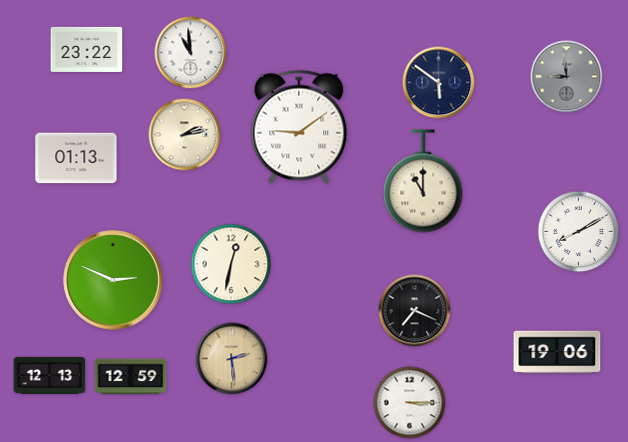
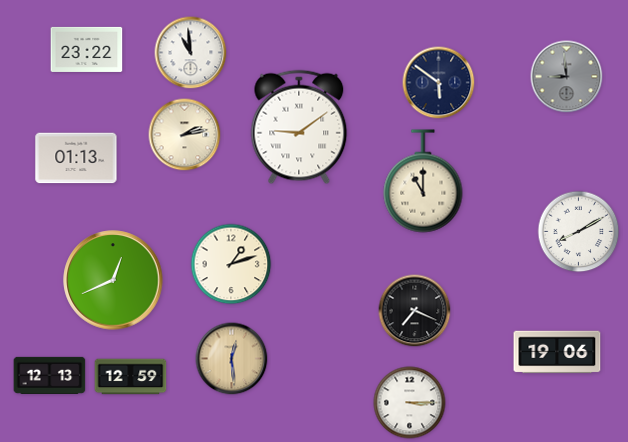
clock at (231, 264): 12:32 -> 1:12
clock at (113, 280): 2:49 -> 12:41
clock at (232, 359): 2:29 -> 12:29
